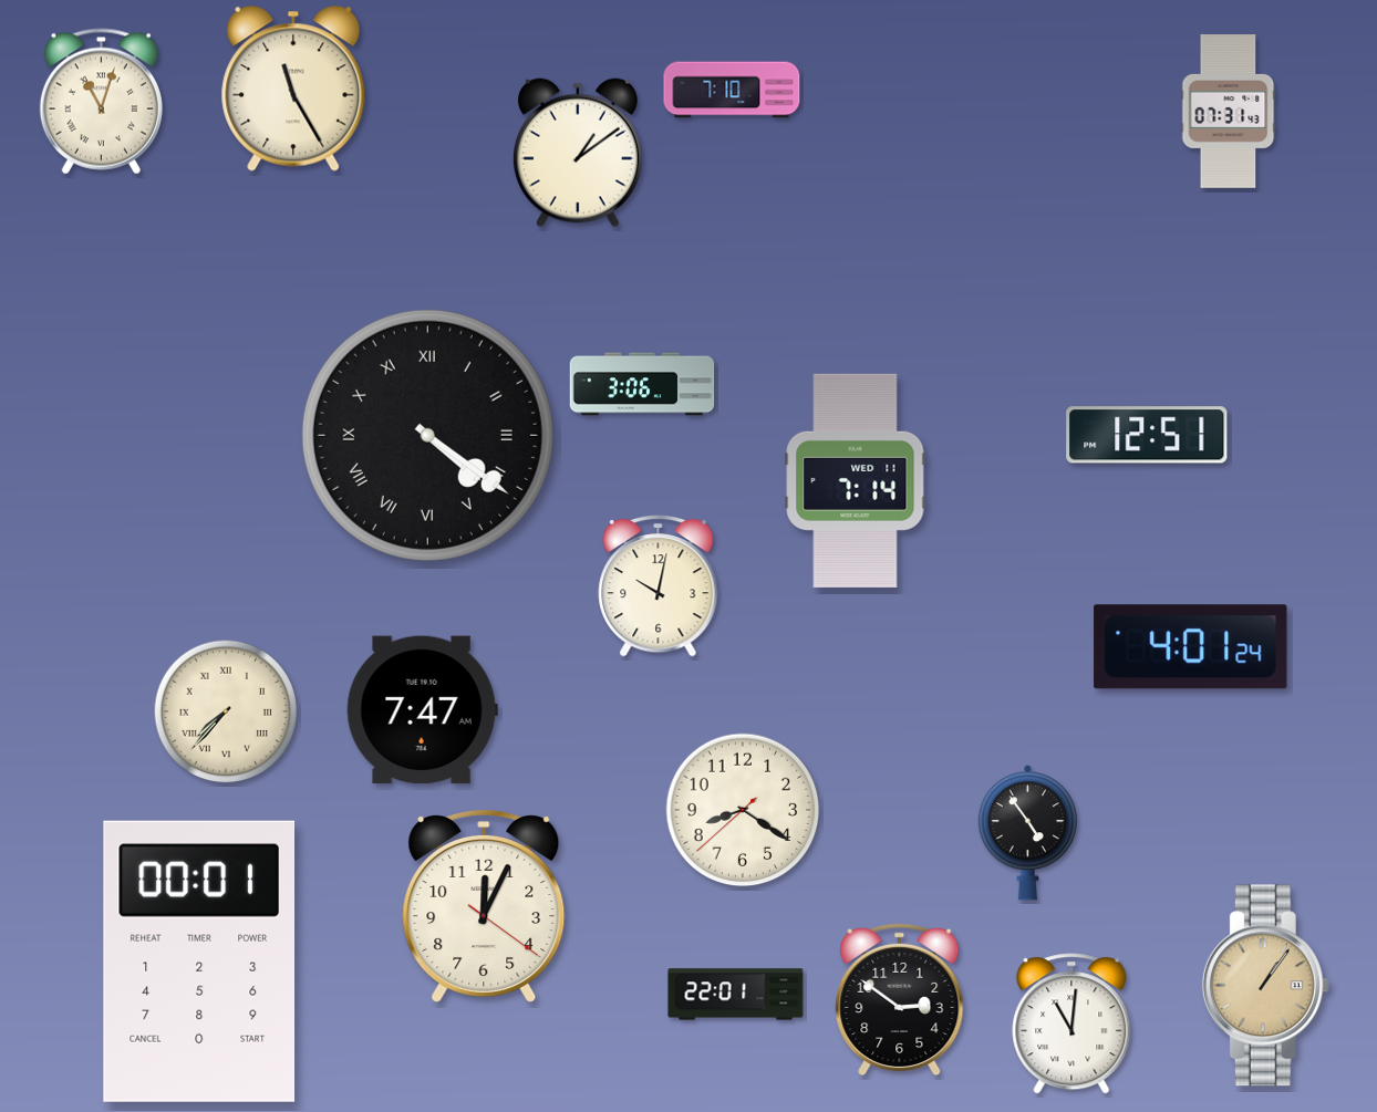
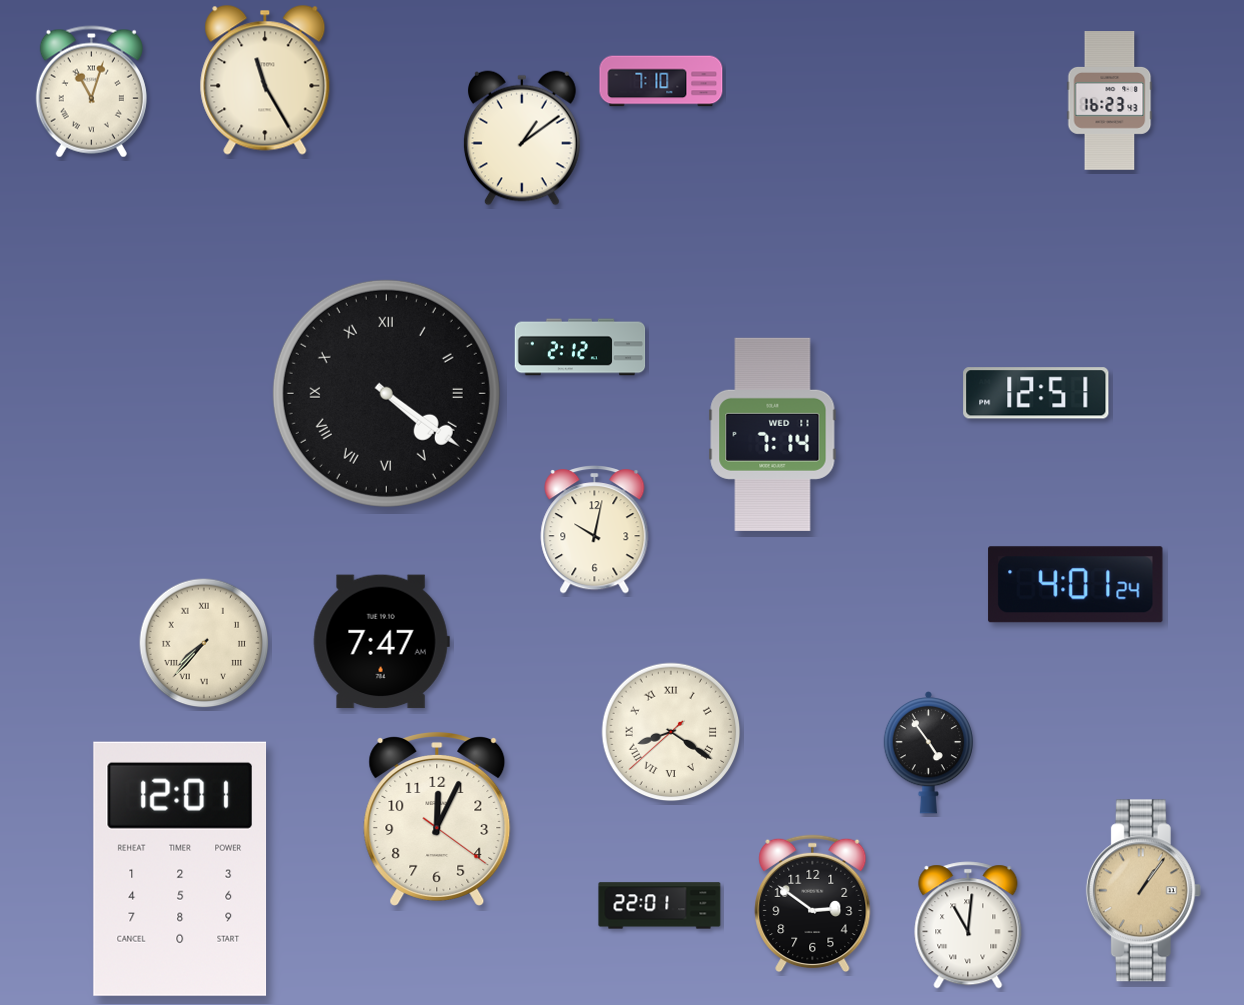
clock at (1229, 112): 07:31 -> 16:23
clock at (642, 384): 3:06 -> 2:12
clock at (743, 810) numerals: Arabic -> Roman
clock at (199, 962): 00:01 -> 12:01
clock at (736, 995) position: (736, 995) -> (660, 906)
